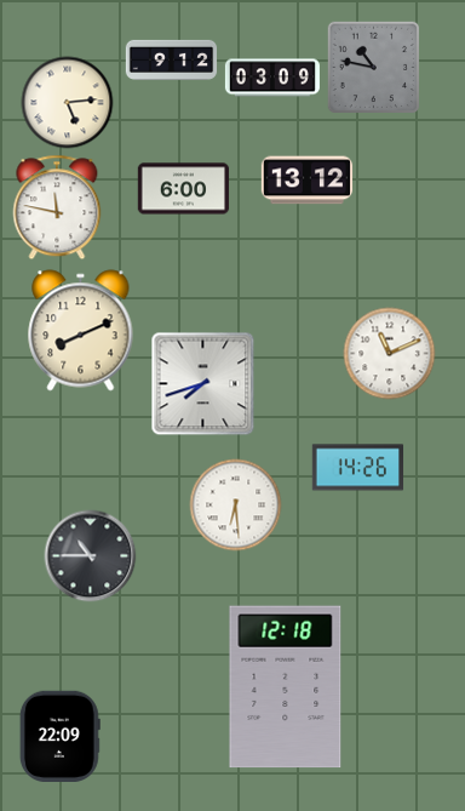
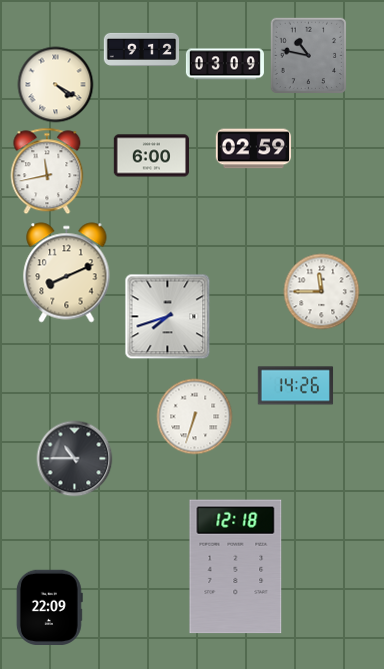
clock at (68, 103): 5:14 -> 4:20
clock at (308, 181): 13:12 -> 02:59
clock at (57, 207): 11:47 -> 11:43
clock at (390, 354): 11:11 -> 11:45
clock at (236, 506): 6:29 -> 6:33
